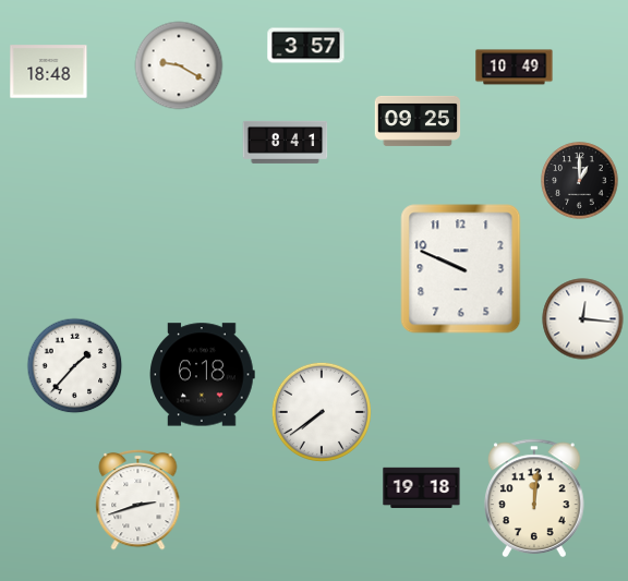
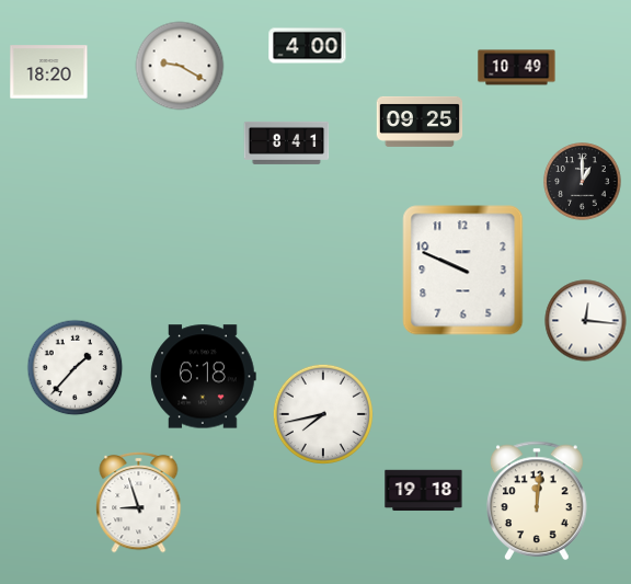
clock at (306, 46): 3:57 -> 4:00
clock at (49, 72): 18:48 -> 18:20
clock at (322, 412): 7:39 -> 7:43
clock at (138, 499): 2:42 -> 8:57
